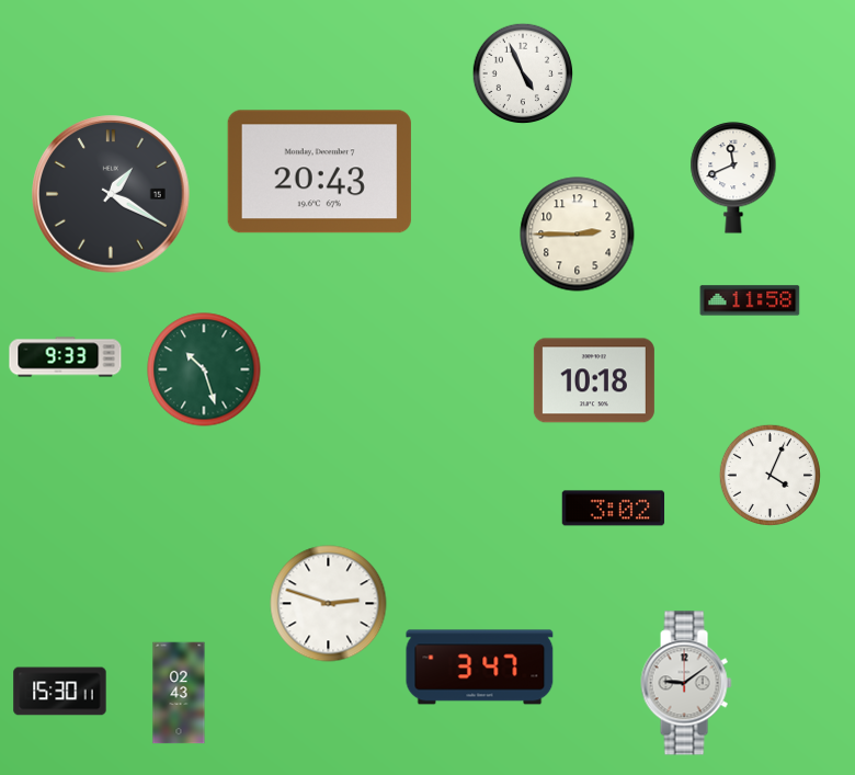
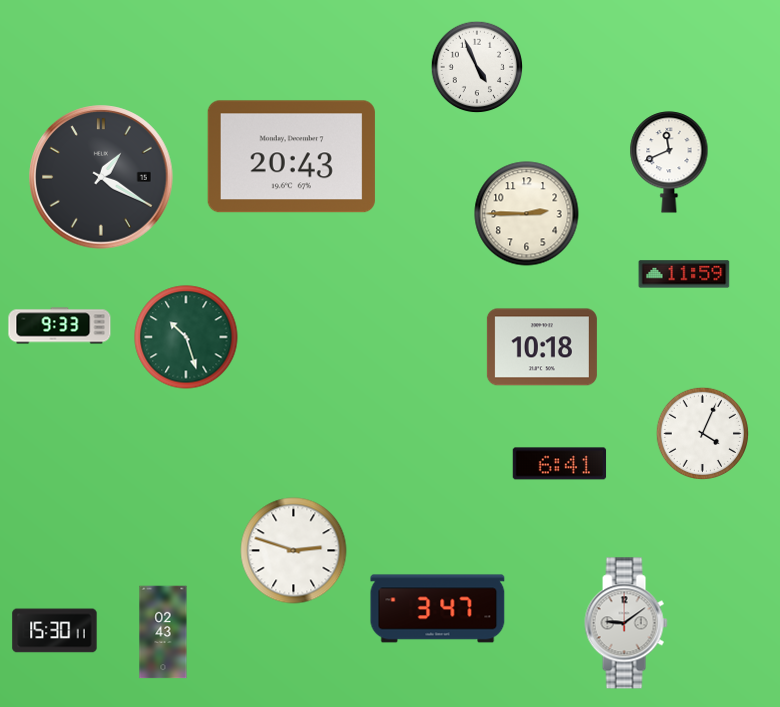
clock at (750, 300): 11:58 -> 11:59
clock at (614, 509): 3:02 -> 6:41
clock at (329, 604) position: (329, 604) -> (294, 551)
